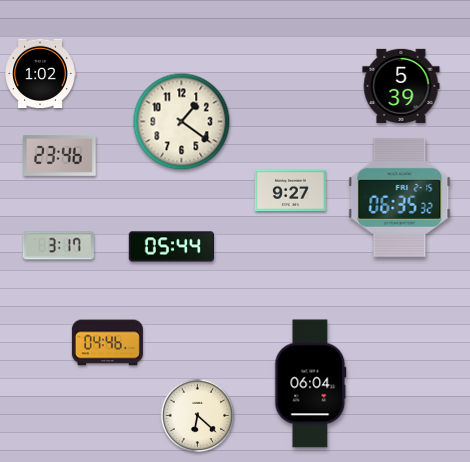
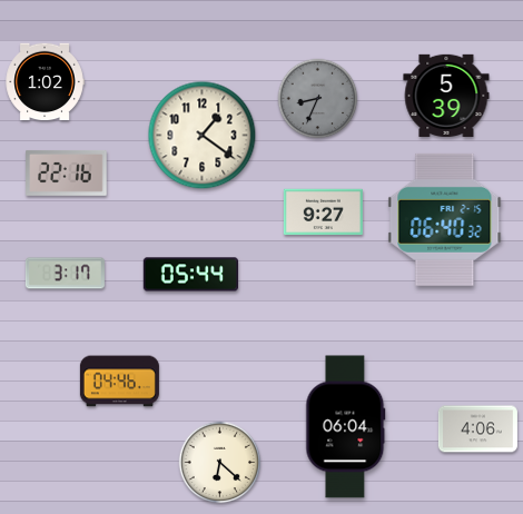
clock at (318, 99): none -> 8:34
clock at (60, 155): 23:46 -> 22:16
clock at (400, 197): 06:35 -> 06:40
clock at (477, 429): none -> 4:06
